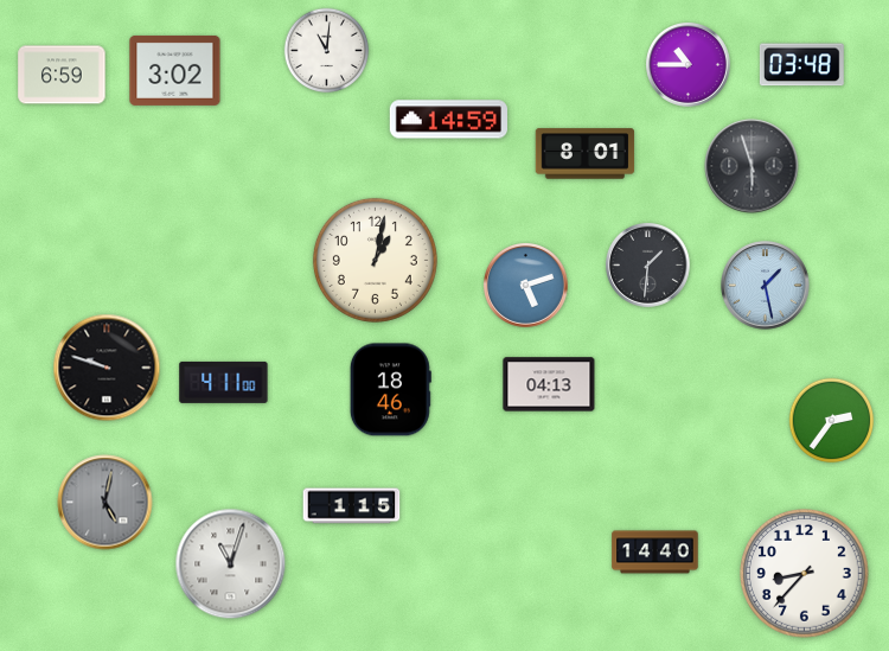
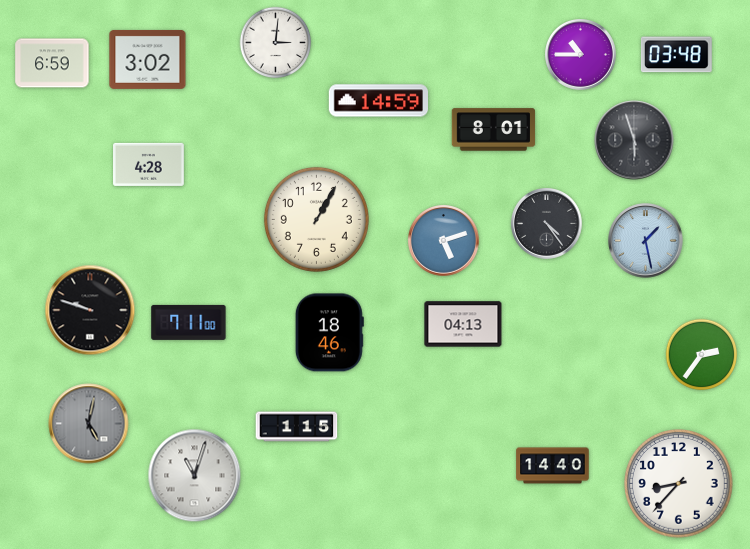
clock at (327, 51): 11:01 -> 3:01
clock at (149, 164): none -> 4:28
clock at (375, 260): 1:02 -> 1:05
clock at (648, 266): 1:31 -> 4:24
clock at (224, 382): 4:11 -> 7:11
clock at (390, 390) position: (390, 390) -> (329, 333)
